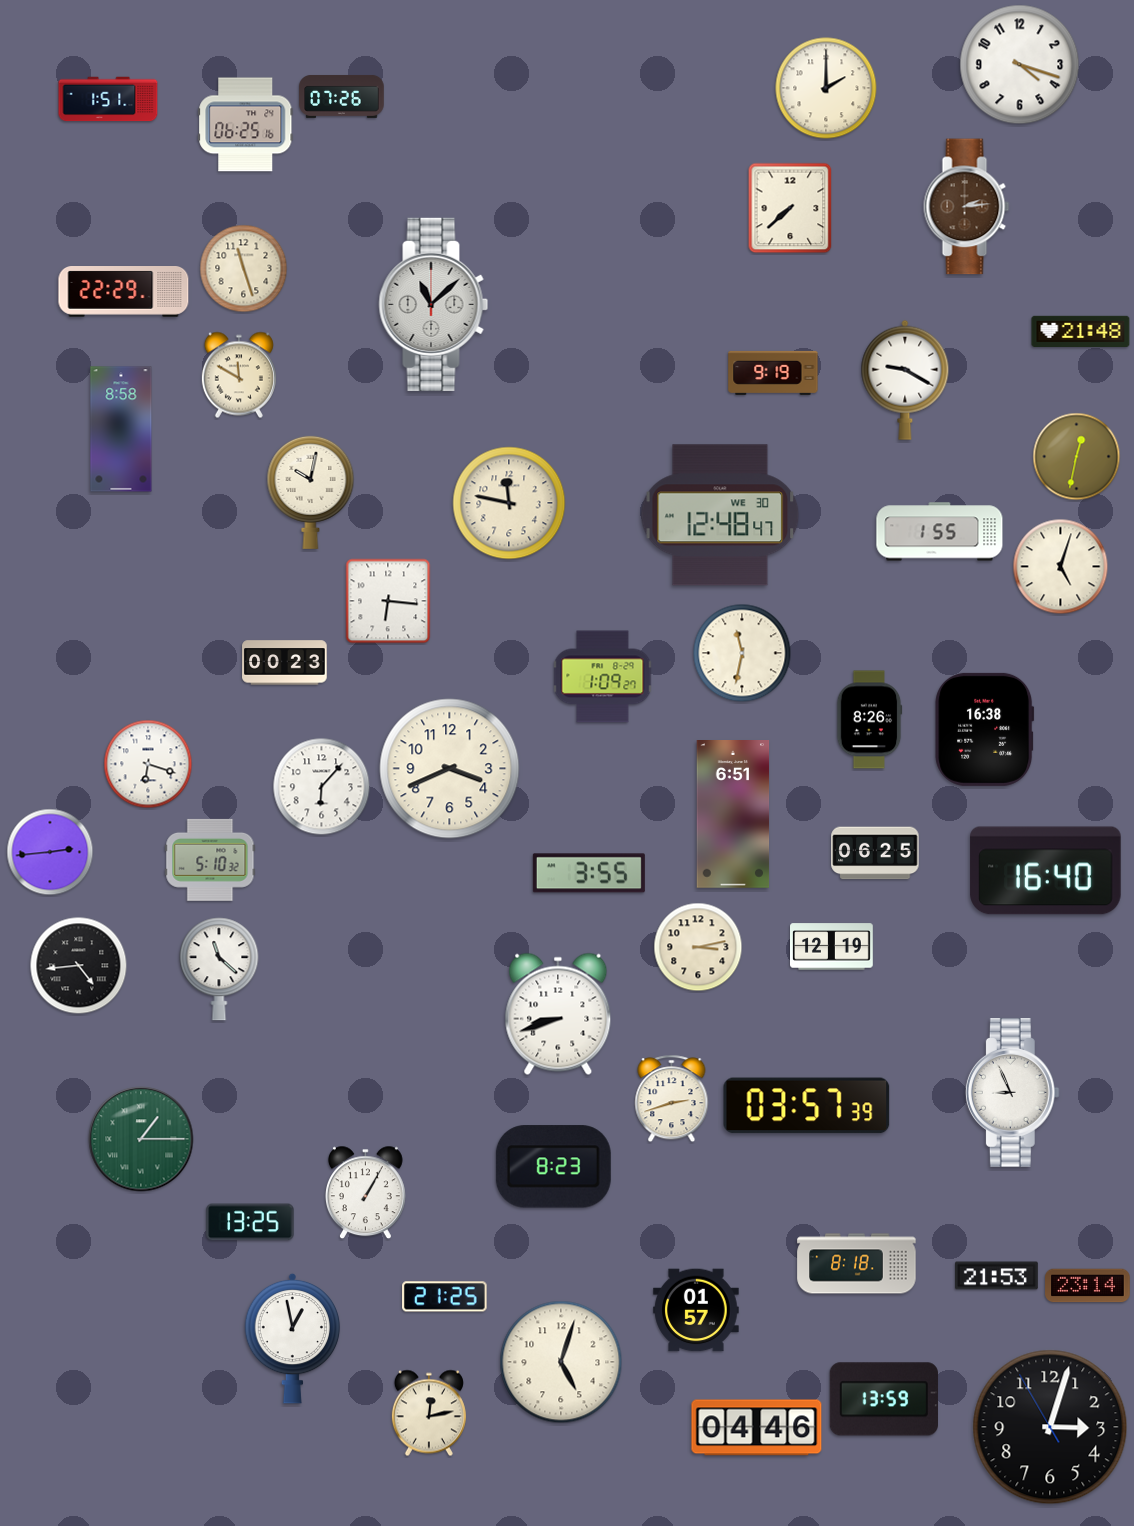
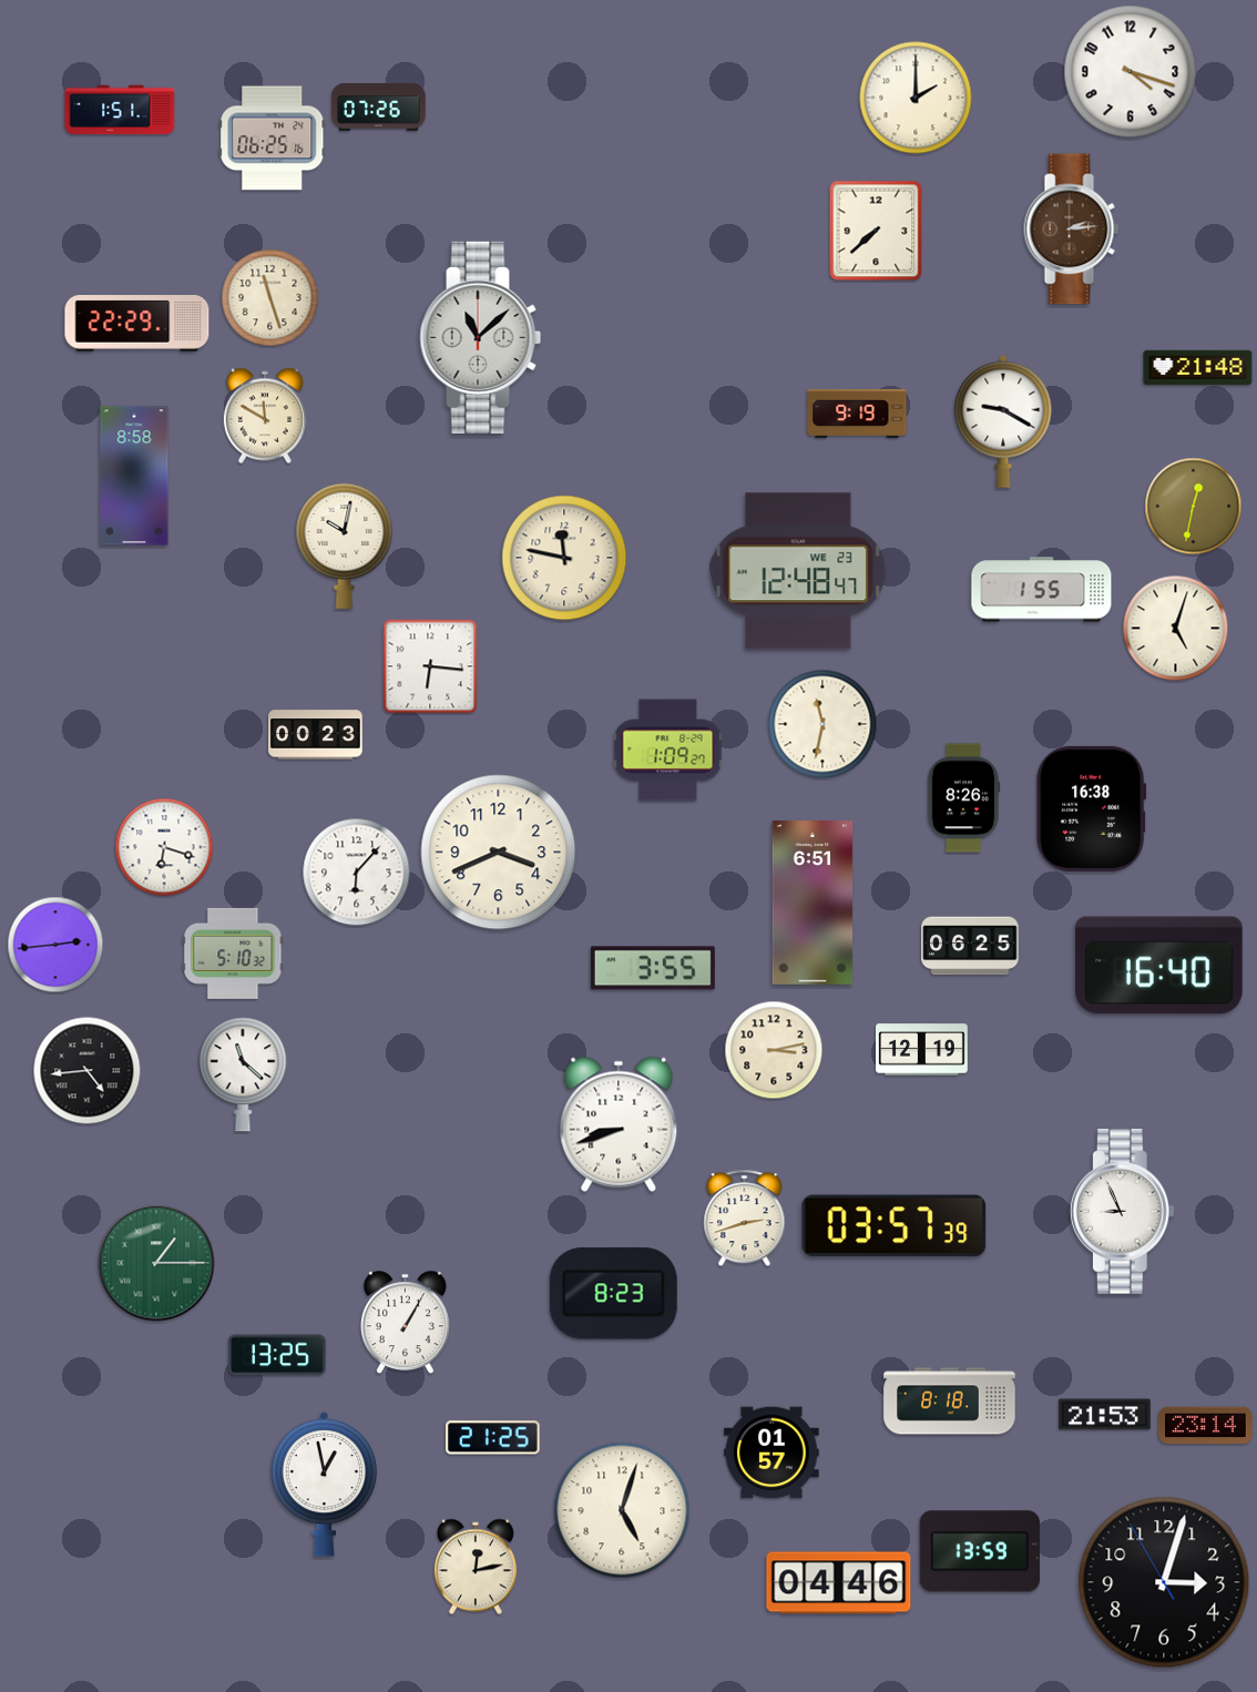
clock at (720, 515) date: WE 30 -> WE 23
